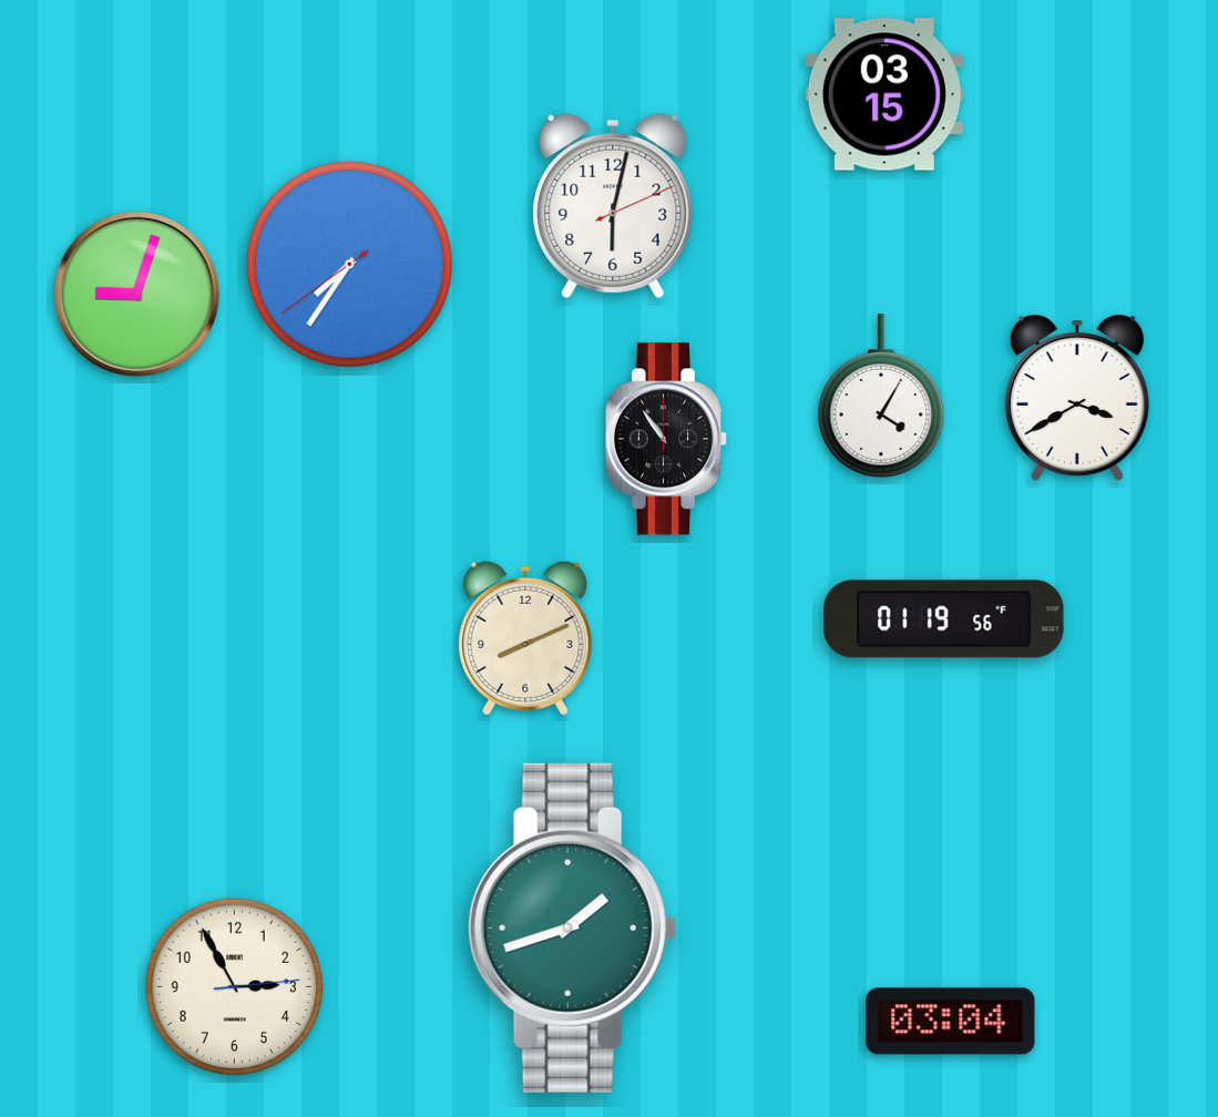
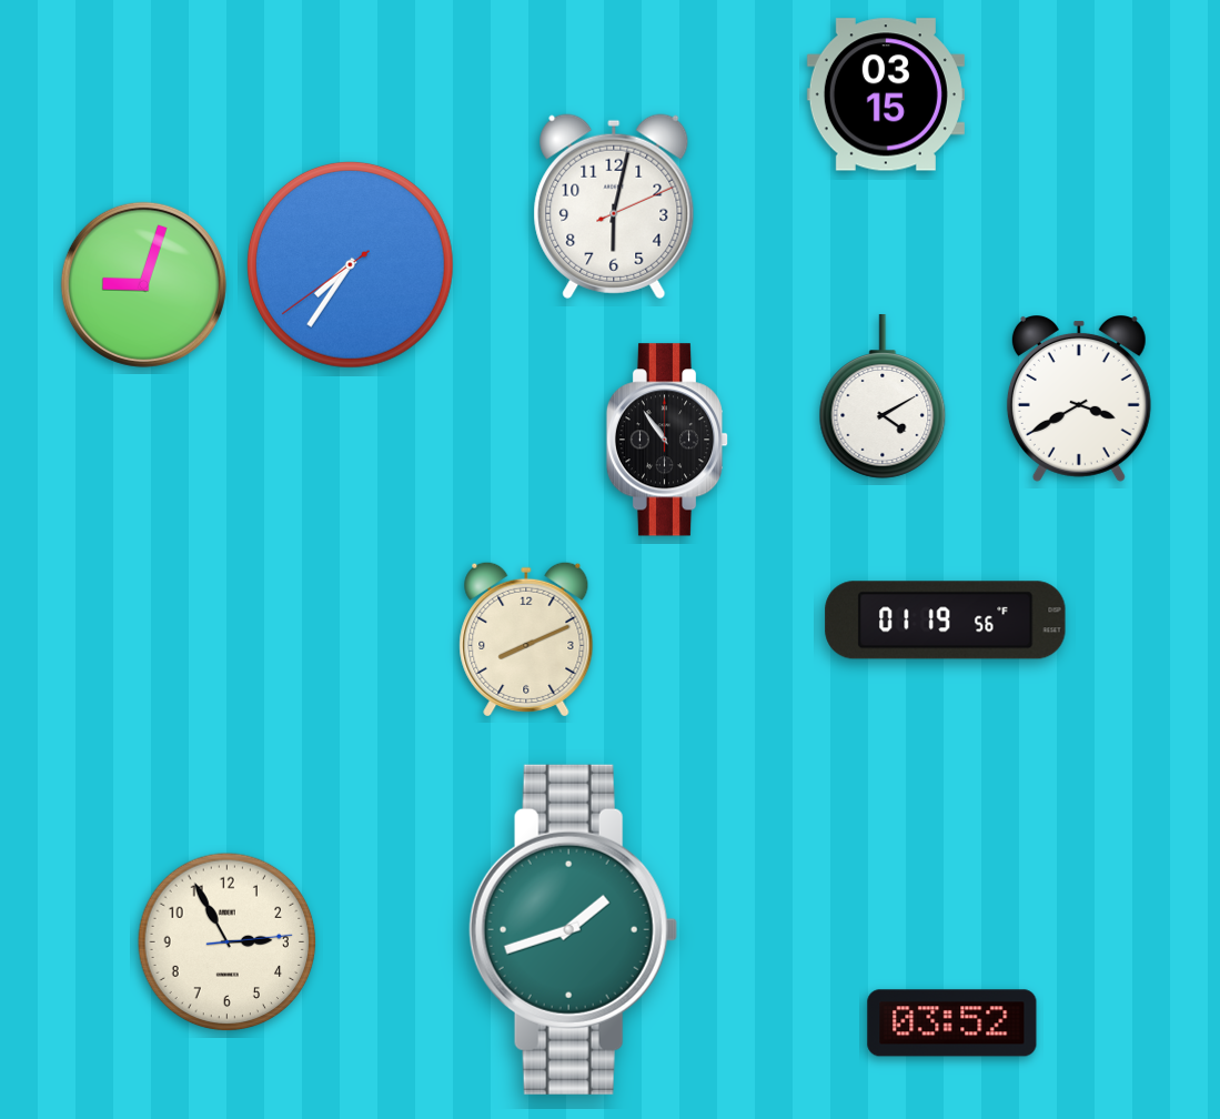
clock at (136, 294) position: (136, 294) -> (143, 284)
clock at (881, 396): 4:05 -> 4:10
clock at (235, 987) position: (235, 987) -> (228, 942)
clock at (951, 1022): 03:04 -> 03:52
